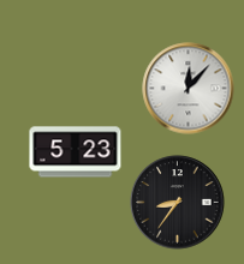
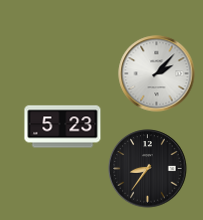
clock at (189, 89): 12:07 -> 2:07
